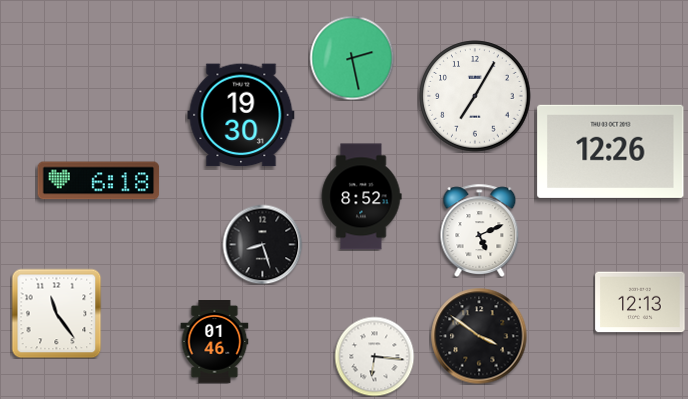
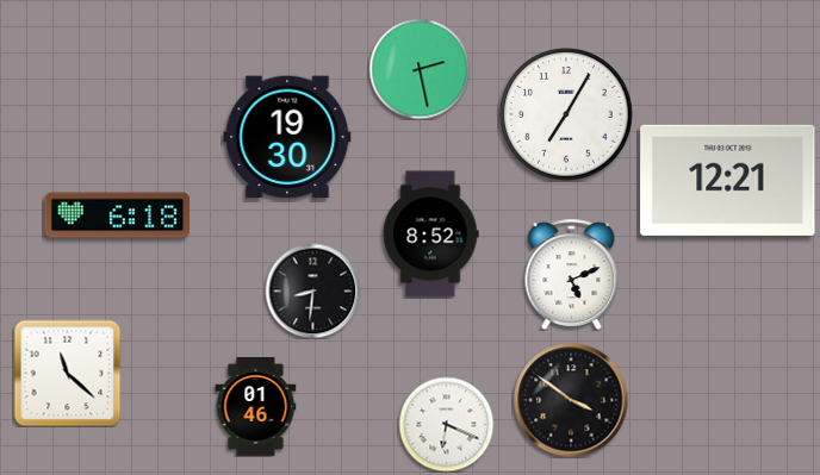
clock at (611, 151): 12:26 -> 12:21
clock at (262, 244): 8:27 -> 8:31
clock at (640, 302): 12:13 -> none
clock at (56, 313): 11:24 -> 11:22
clock at (374, 356): 6:16 -> 6:19
